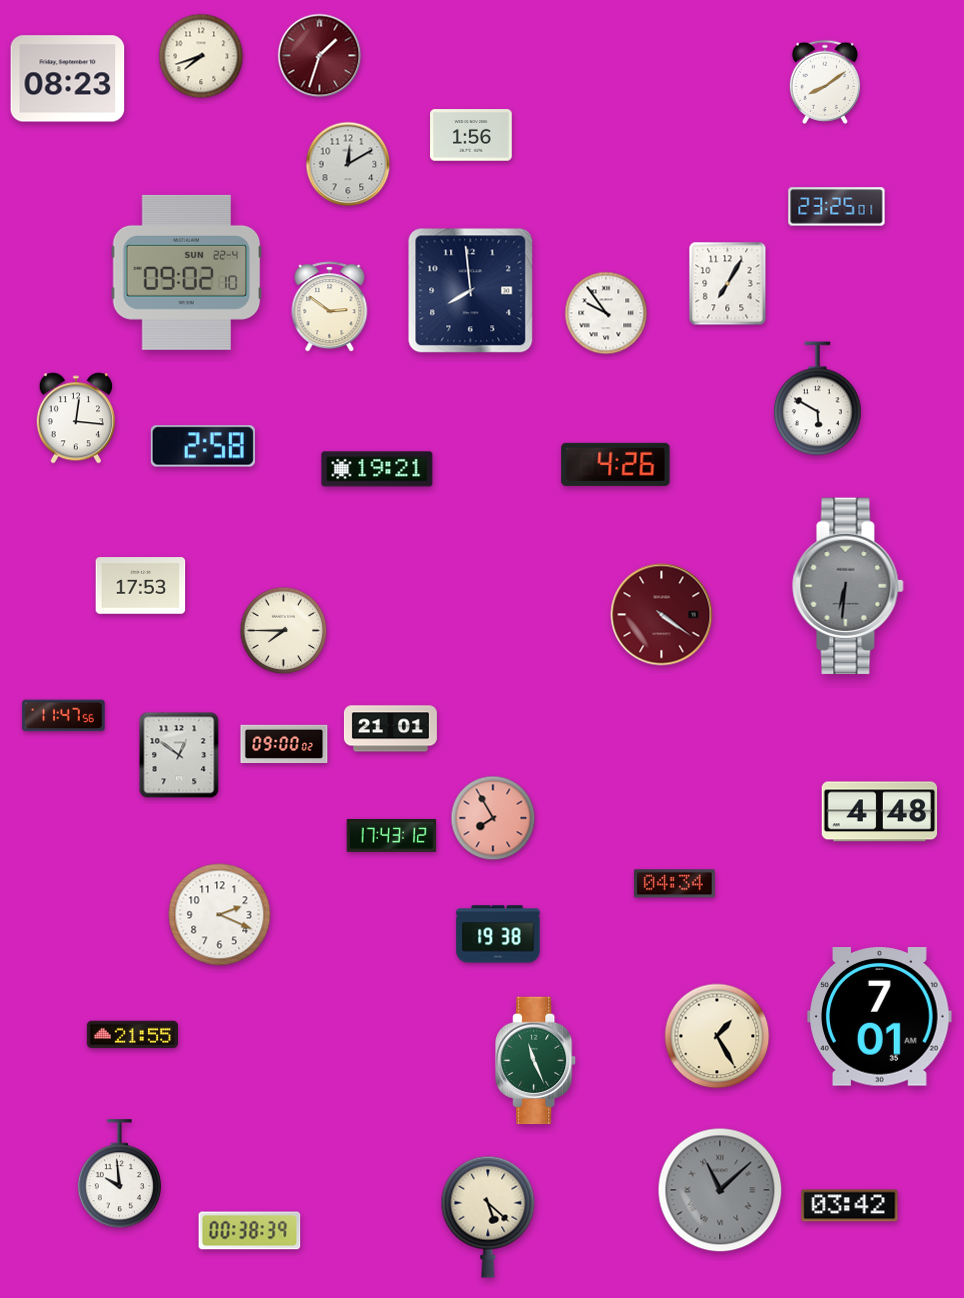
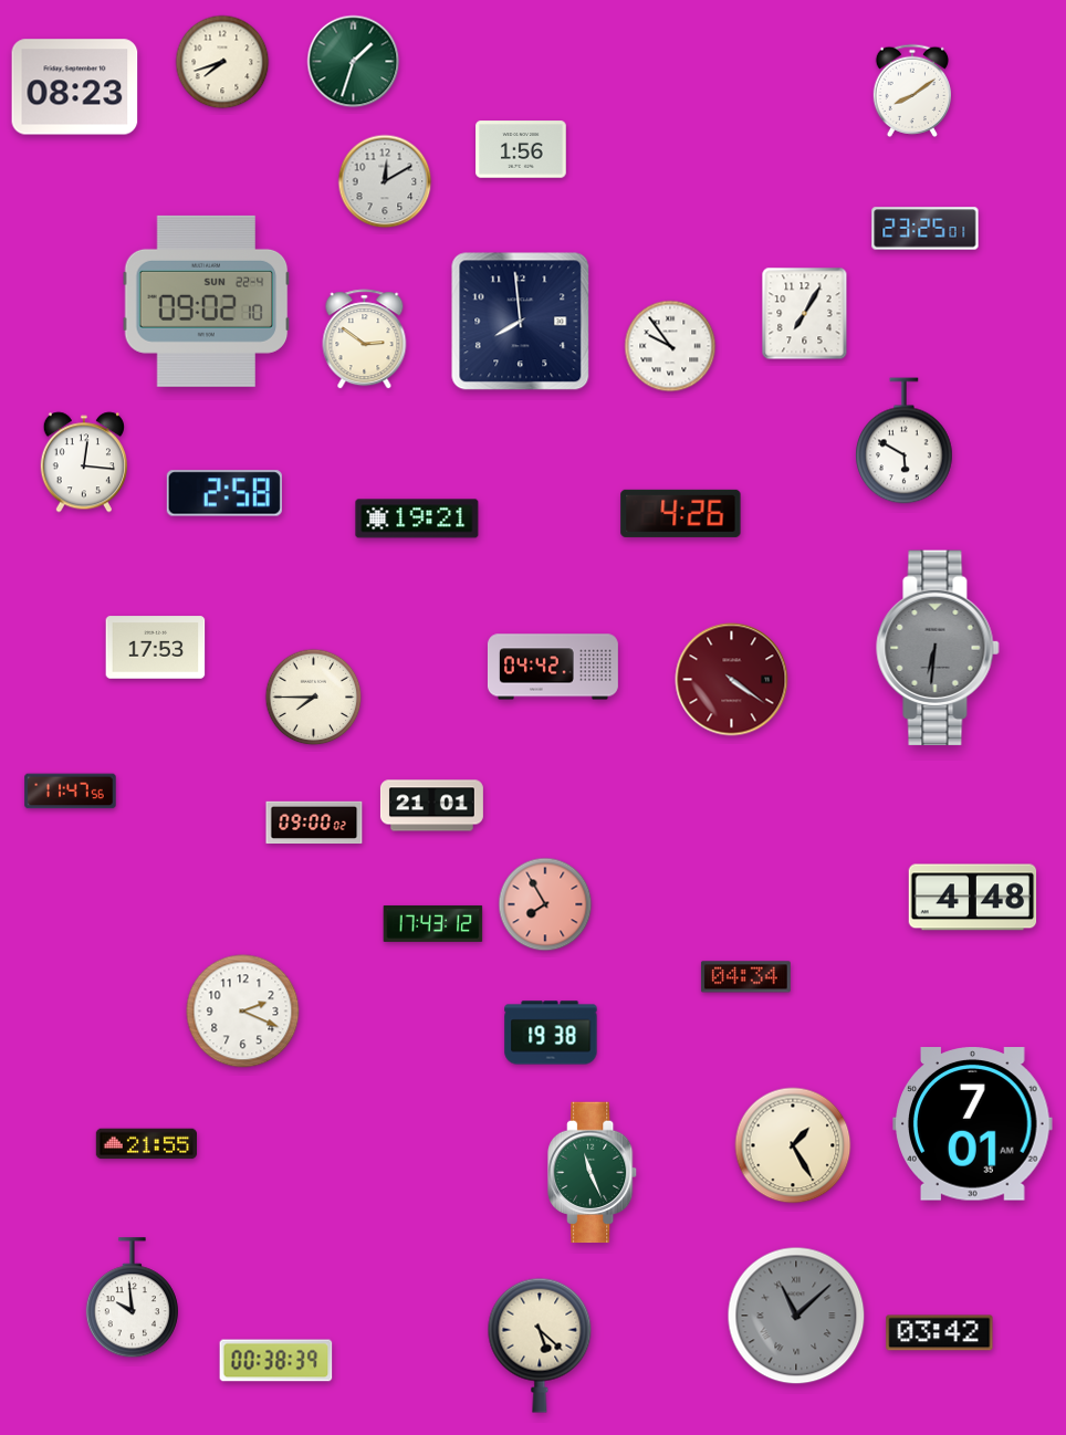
clock at (320, 56) dial: burgundy -> green
clock at (553, 667): none -> 04:42
clock at (179, 755): 12:51 -> none
